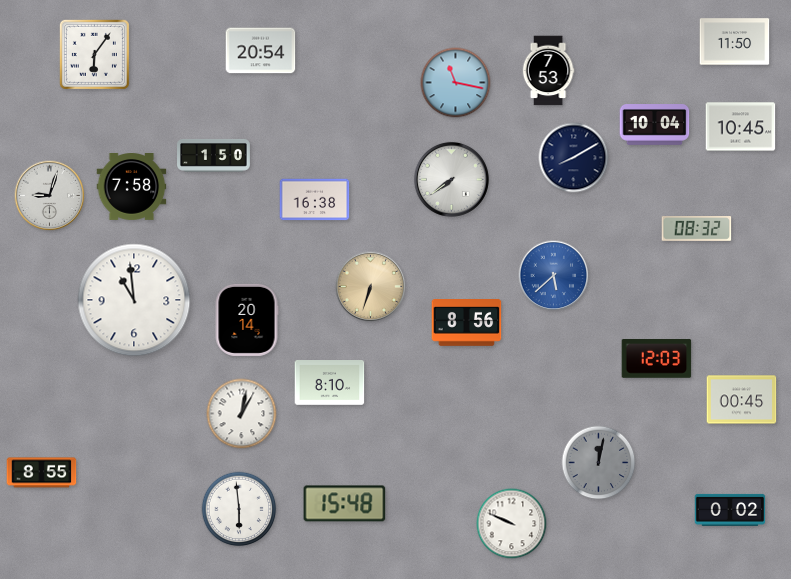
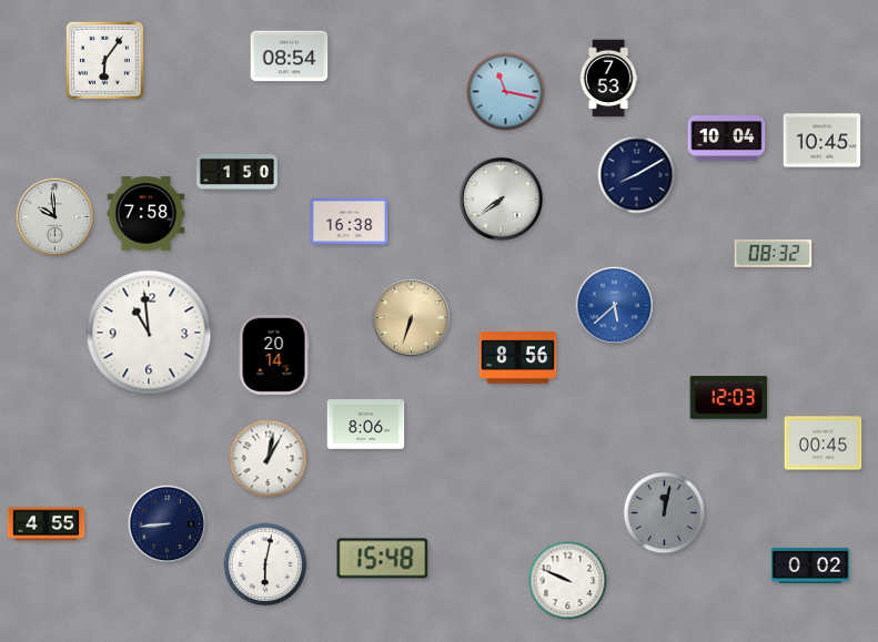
clock at (735, 42): 11:50 -> none
clock at (261, 51): 20:54 -> 08:54
clock at (132, 187) position: (132, 187) -> (147, 214)
clock at (50, 196): 9:03 -> 9:59
clock at (330, 383): 8:10 -> 8:06
clock at (42, 473): 8:55 -> 4:55
clock at (168, 524): none -> 8:44
clock at (239, 509): 5:59 -> 6:02
